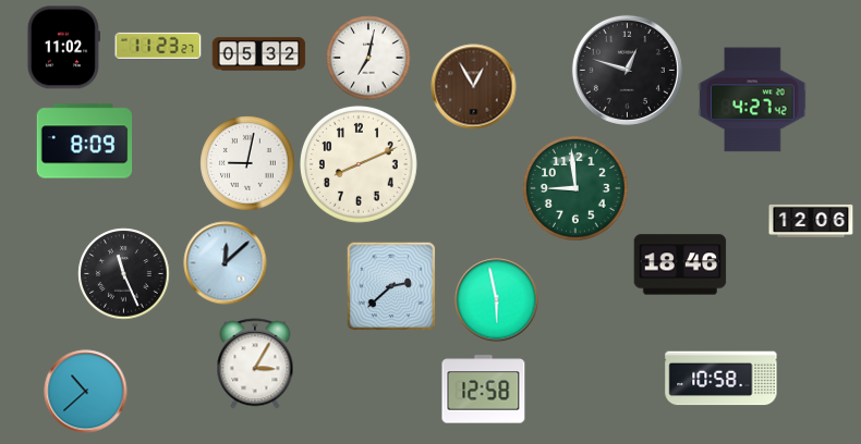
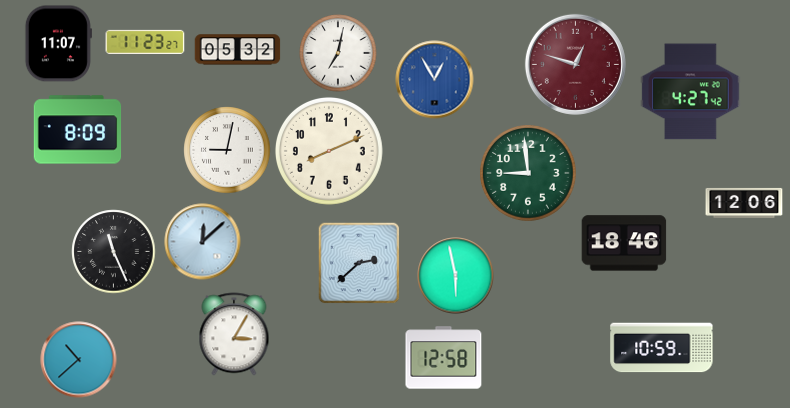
clock at (63, 48): 11:02 -> 11:07
clock at (627, 70) dial: black -> burgundy
clock at (474, 87) dial: brown -> blue
clock at (226, 263) position: (226, 263) -> (203, 242)
clock at (721, 379): 10:58 -> 10:59
